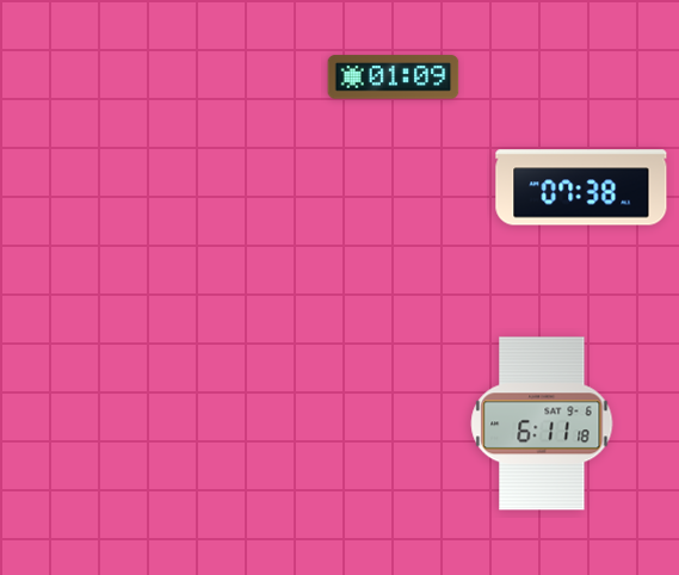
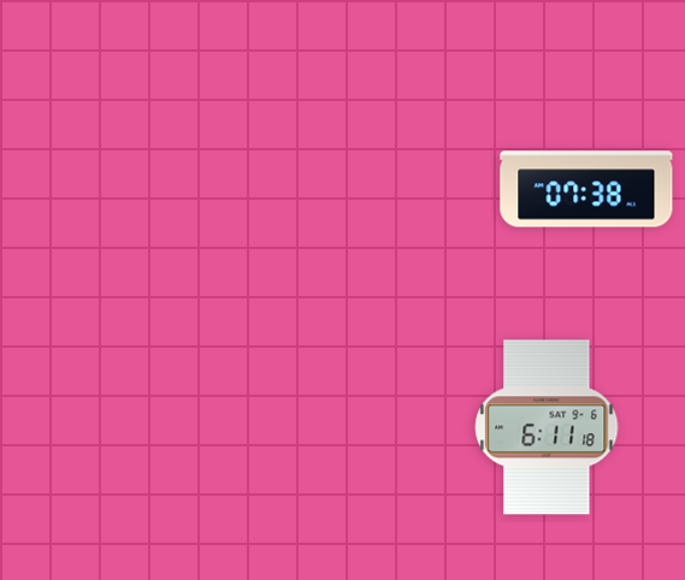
clock at (394, 78): 01:09 -> none
